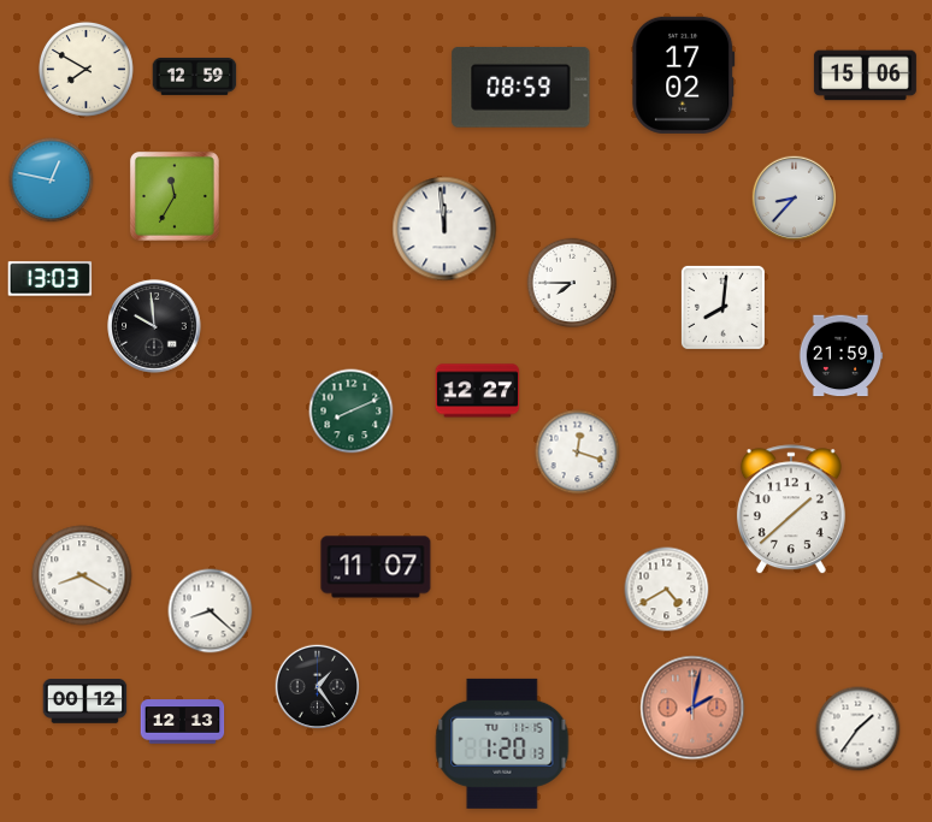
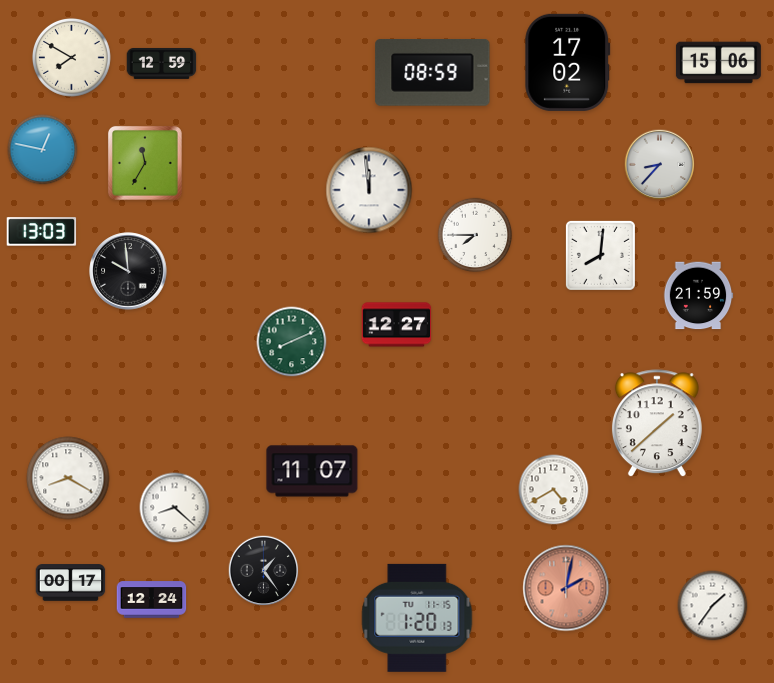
clock at (578, 453): 12:18 -> none
clock at (85, 702): 00:12 -> 00:17
clock at (692, 708) position: (692, 708) -> (566, 588)
clock at (183, 722): 12:13 -> 12:24
